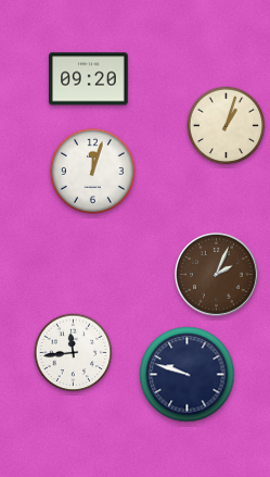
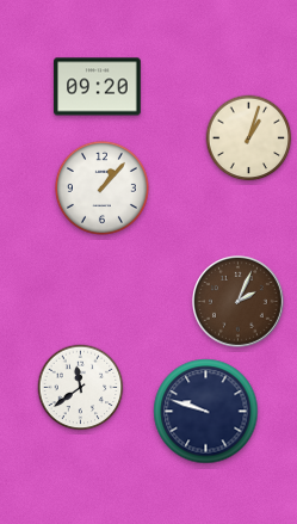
clock at (92, 171): 12:03 -> 1:07
clock at (74, 353): 11:44 -> 11:39
